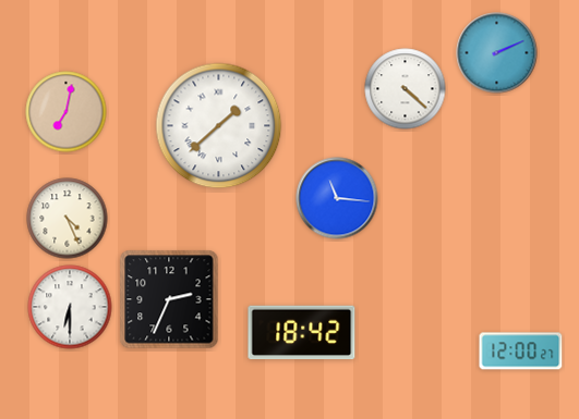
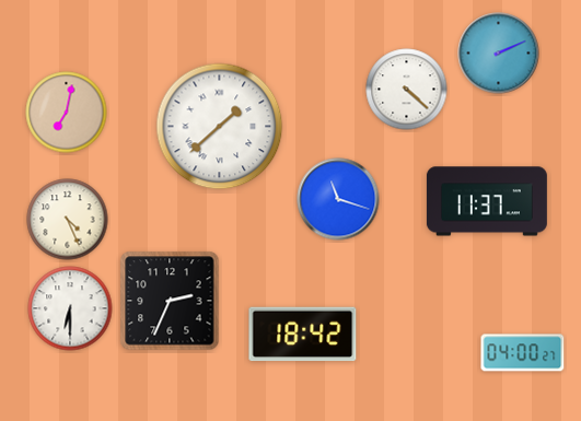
clock at (337, 198): 11:16 -> 11:18
clock at (487, 201): none -> 11:37
clock at (521, 352): 12:00 -> 04:00
